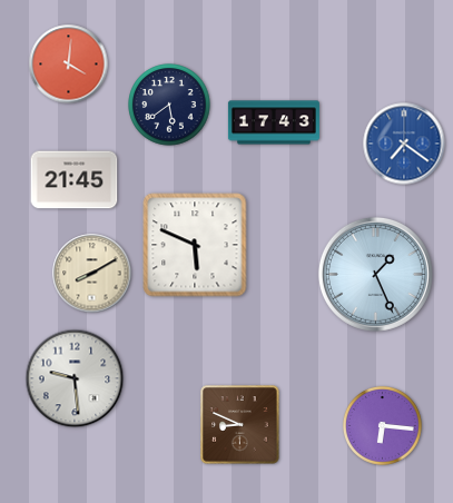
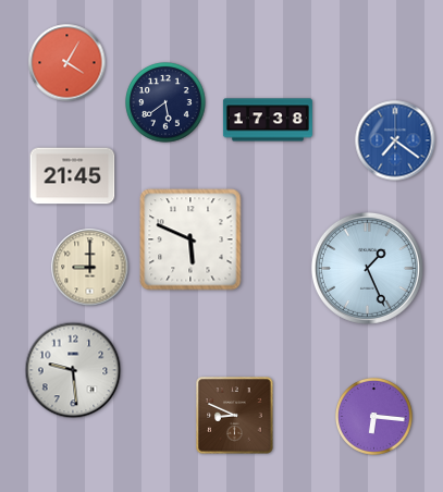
clock at (69, 65): 4:01 -> 4:05
clock at (274, 122): 17:43 -> 17:38
clock at (92, 274): 8:10 -> 9:00
